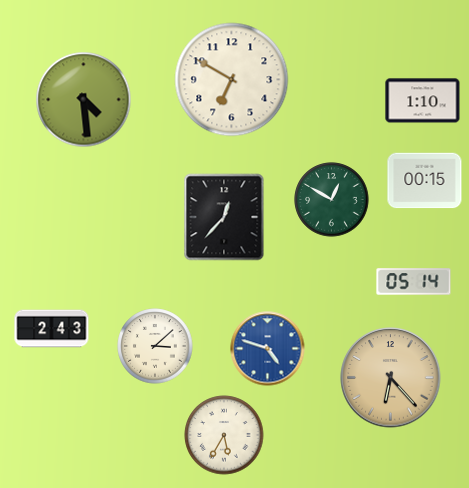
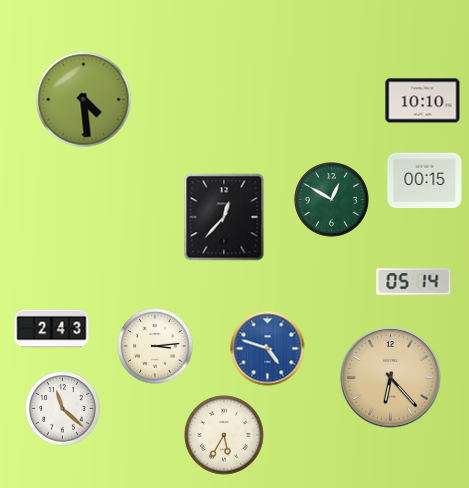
clock at (232, 80): 6:50 -> none
clock at (423, 101): 1:10 -> 10:10
clock at (155, 346): 3:08 -> 3:14
clock at (63, 409): none -> 11:22
